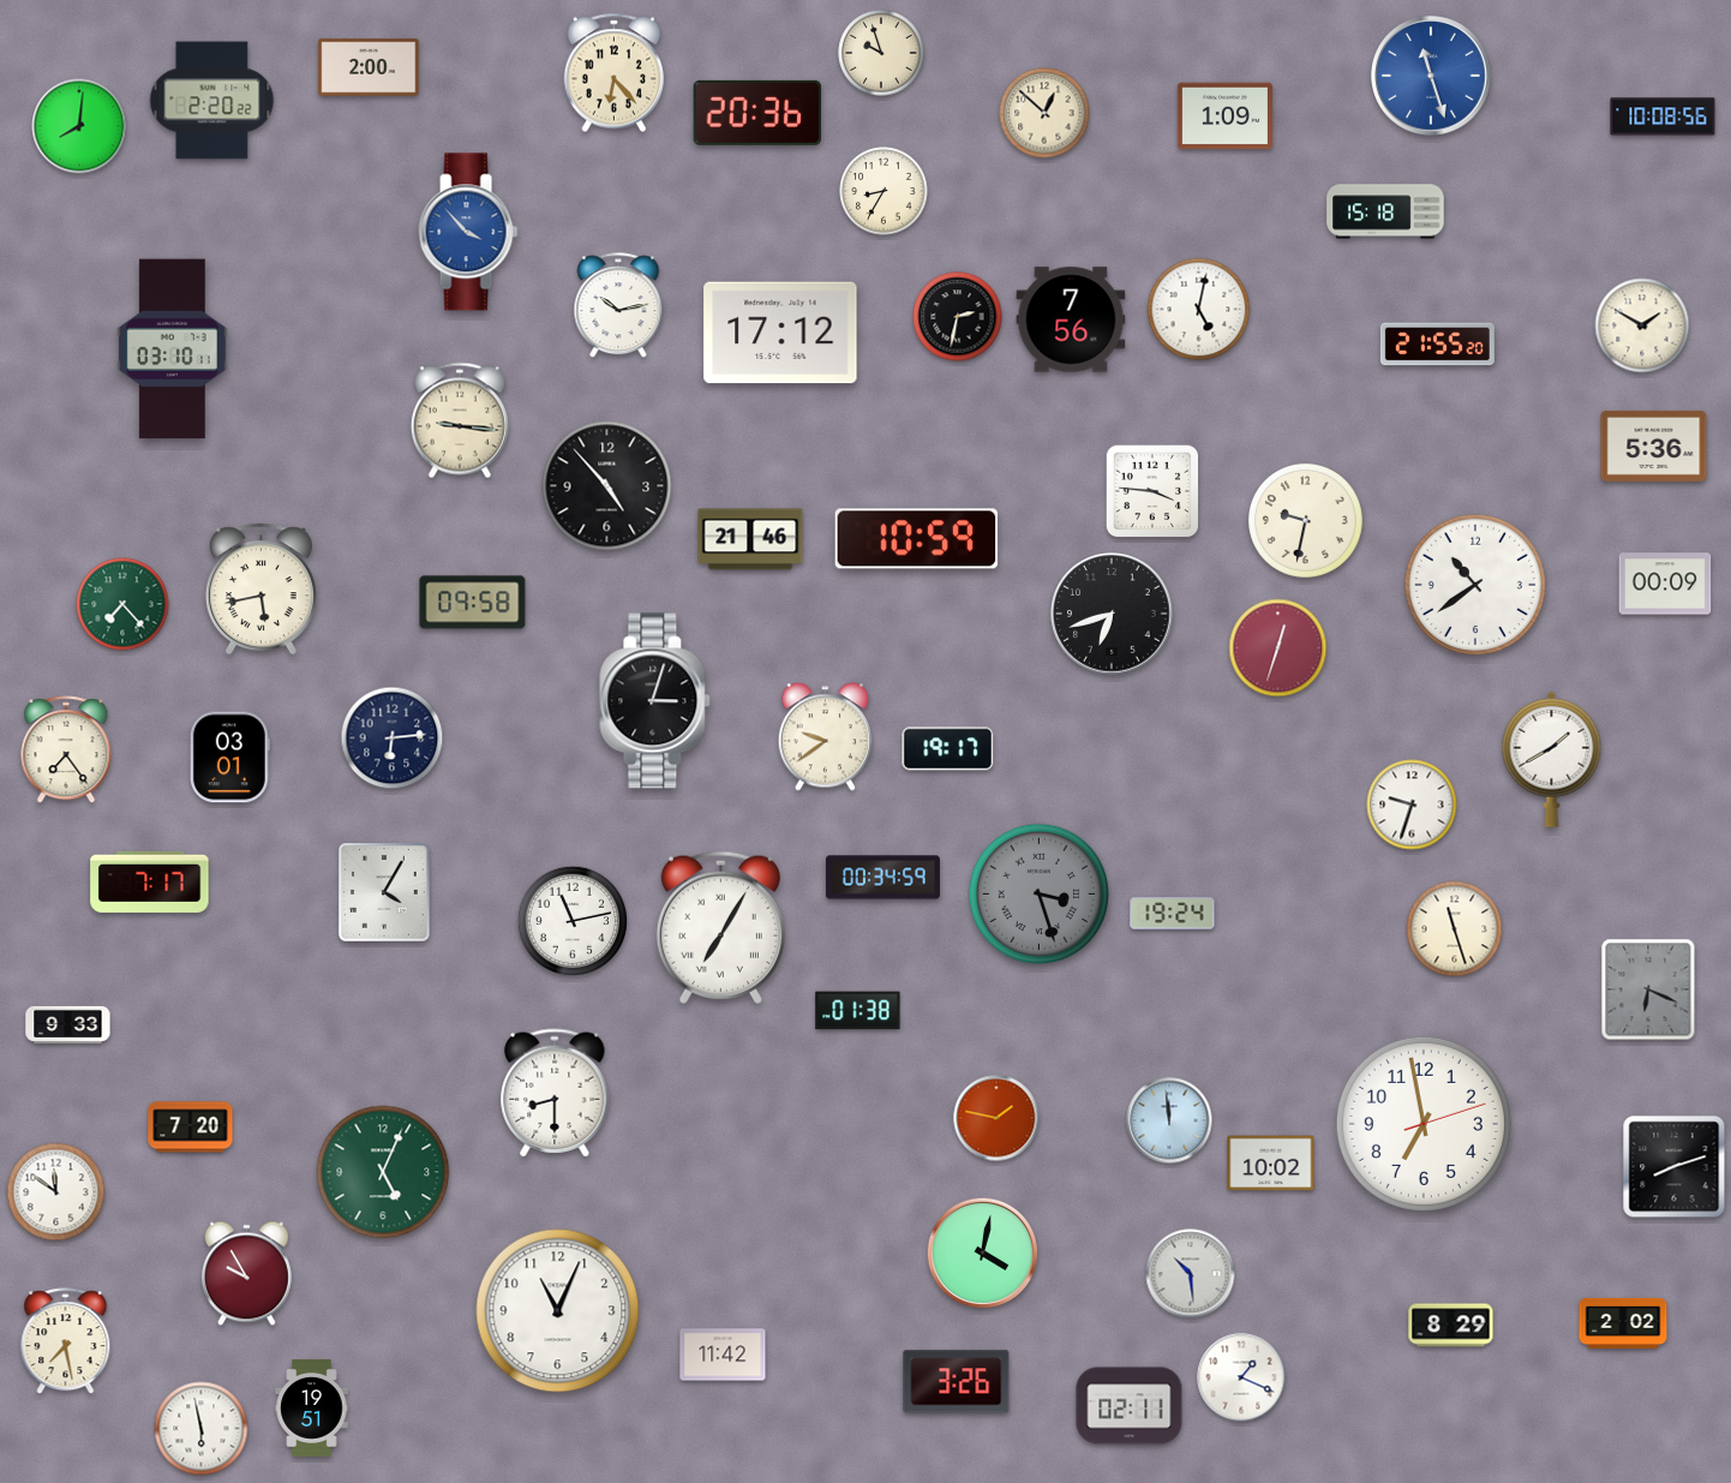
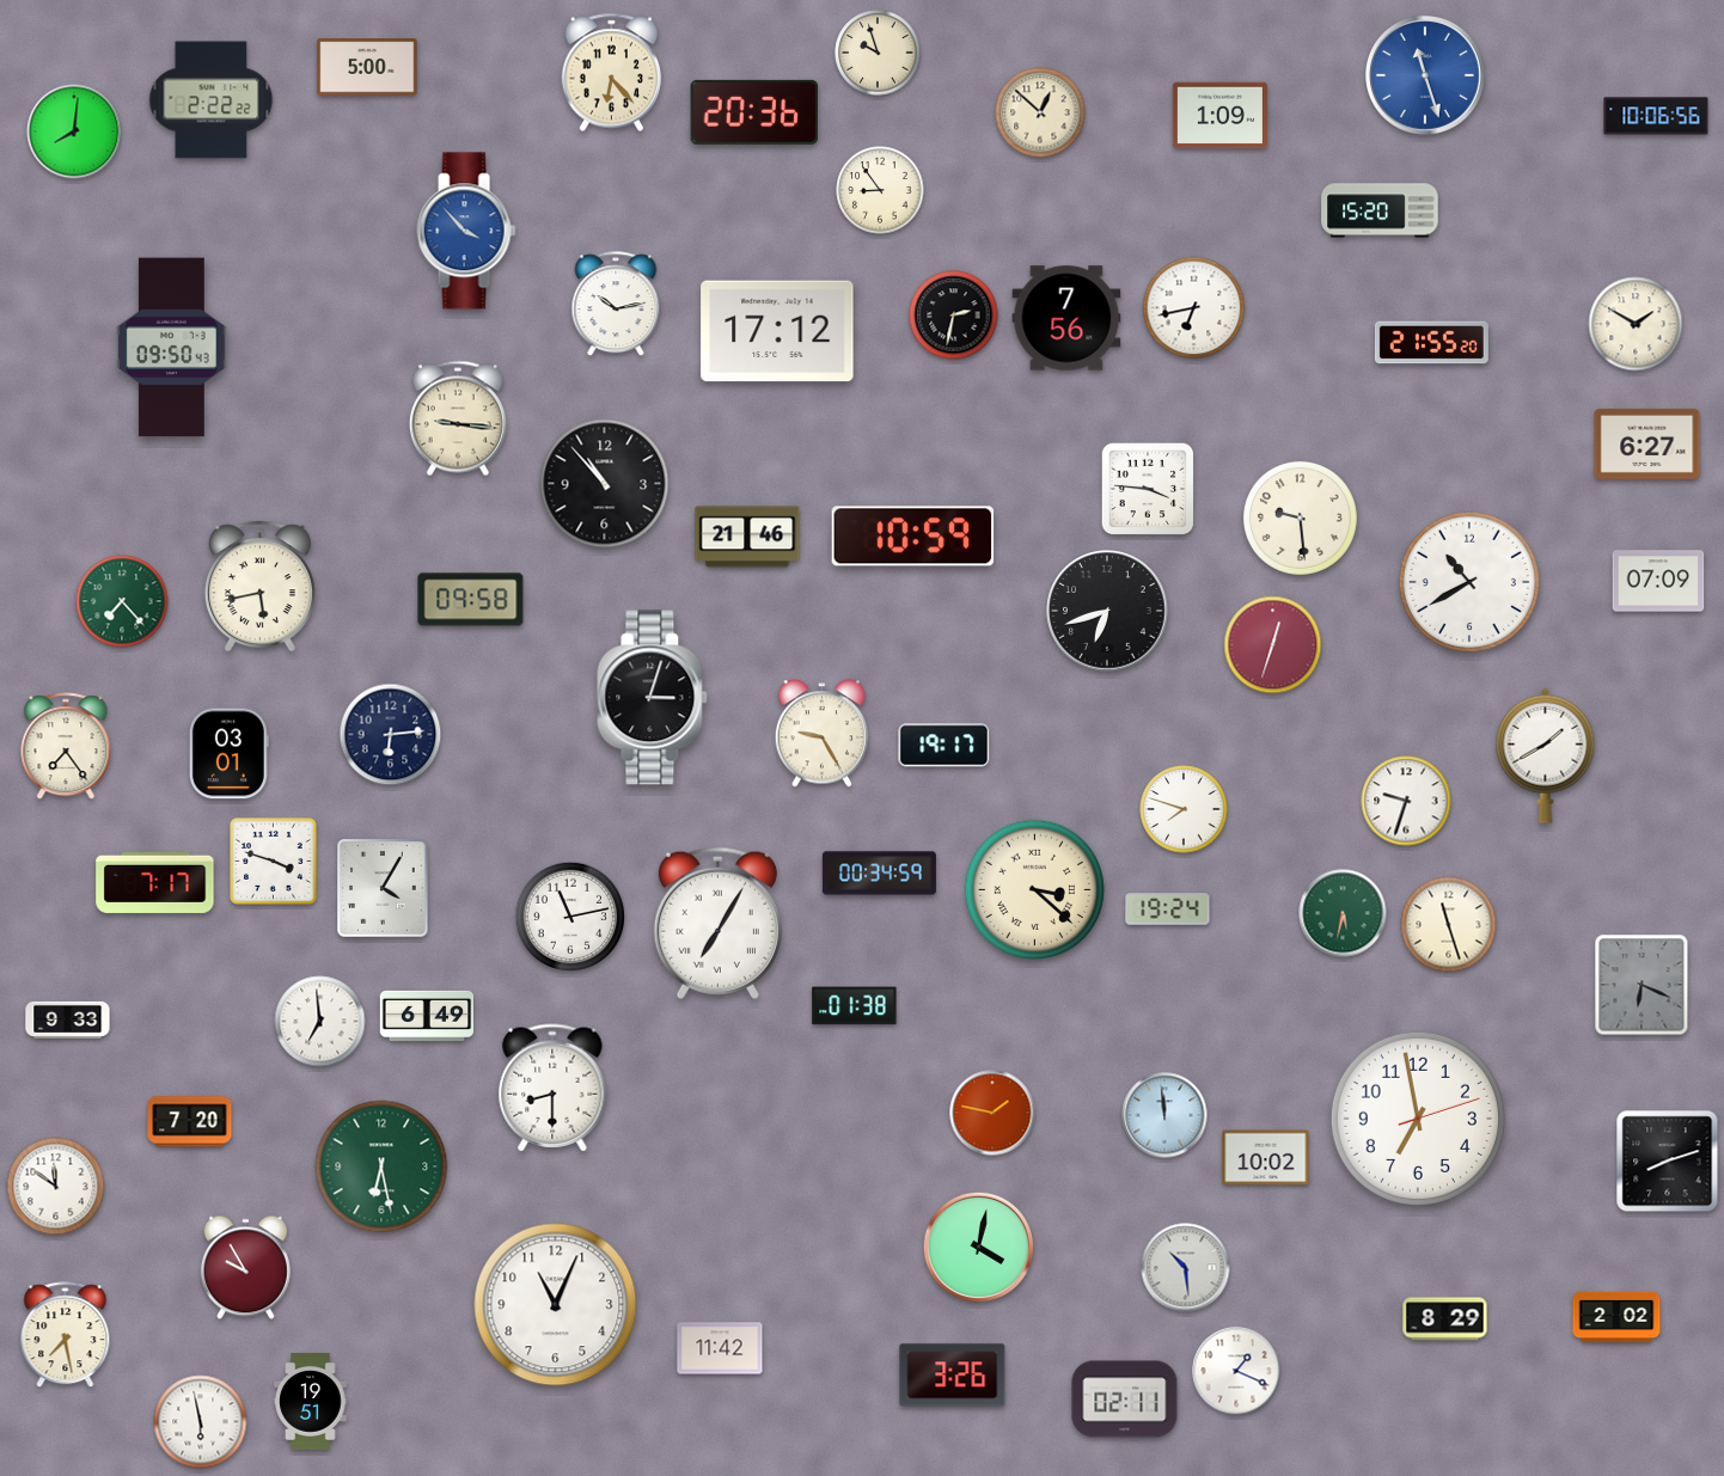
clock at (369, 67): 2:00 -> 5:00
clock at (212, 101): 2:20 -> 2:22
clock at (1663, 116): 10:08 -> 10:06
clock at (79, 126) position: (79, 126) -> (74, 131)
clock at (884, 191): 8:35 -> 8:54
clock at (1385, 211): 15:18 -> 15:20
clock at (1199, 310): 5:02 -> 6:43
clock at (173, 349): 03:10 -> 09:50
clock at (1654, 446): 5:36 -> 6:27
clock at (607, 486): 4:53 -> 10:53
clock at (1305, 520): 9:32 -> 9:29
clock at (1665, 584): 00:09 -> 07:09
clock at (1475, 585): 10:39 -> 10:40
clock at (826, 737): 9:39 -> 9:25
clock at (1184, 809): none -> 7:48
clock at (274, 862): none -> 3:48
clock at (150, 881) position: (150, 881) -> (155, 882)
clock at (1040, 895): 3:27 -> 3:22
clock at (1040, 895) dial: grey -> cream
clock at (1343, 913): none -> 5:32
clock at (427, 1016): none -> 6:49
clock at (320, 1022): none -> 6:59
clock at (383, 1172): 5:04 -> 6:28
